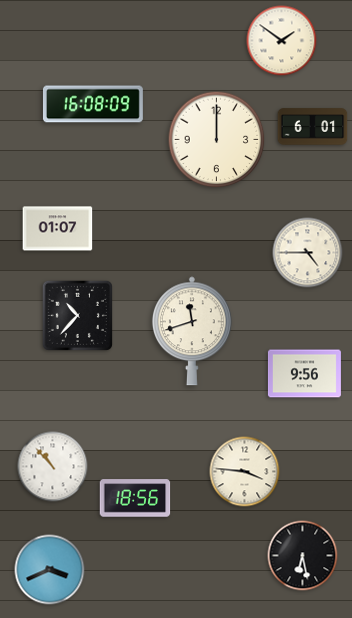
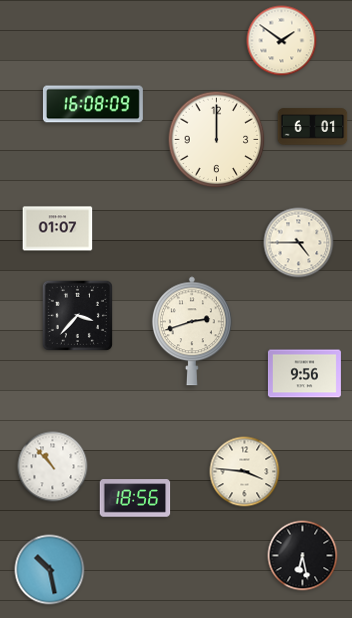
clock at (308, 253) position: (308, 253) -> (299, 243)
clock at (77, 315): 10:37 -> 3:37
clock at (192, 331): 11:42 -> 2:42
clock at (50, 570): 3:41 -> 10:28
